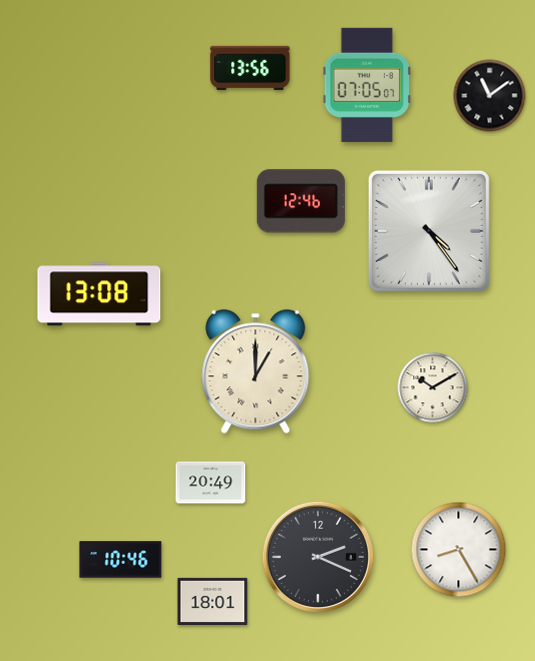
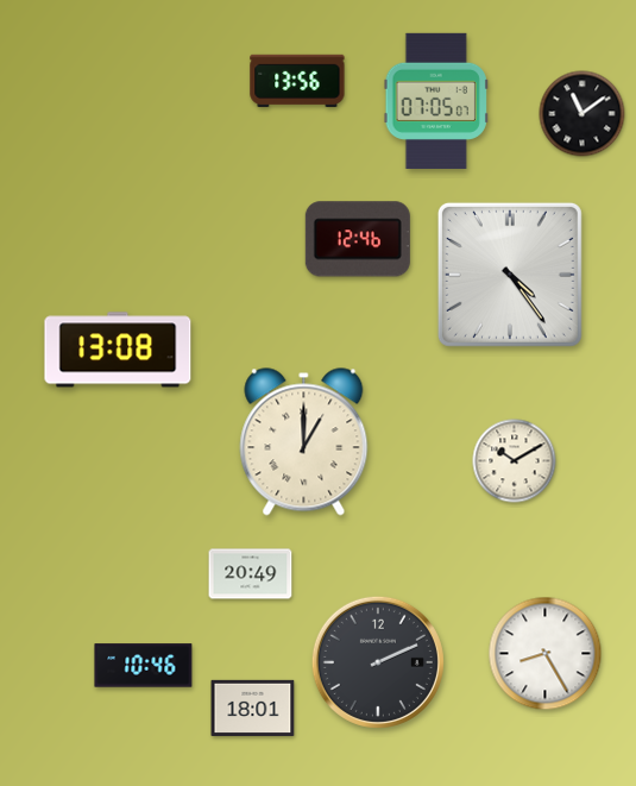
clock at (318, 557): 2:19 -> 2:11
clock at (213, 601) position: (213, 601) -> (253, 708)
